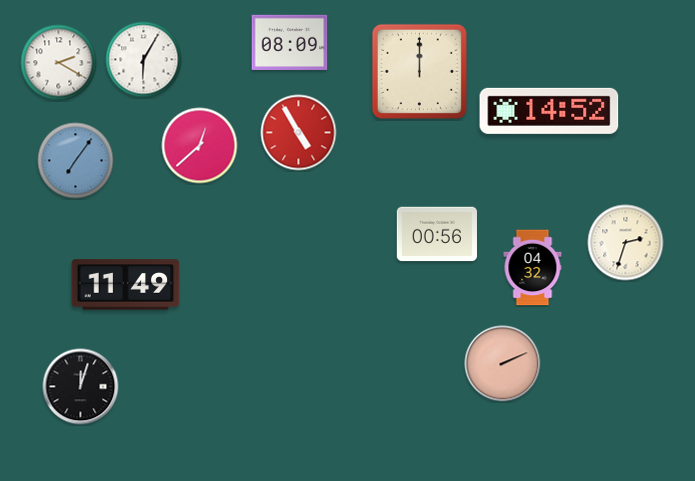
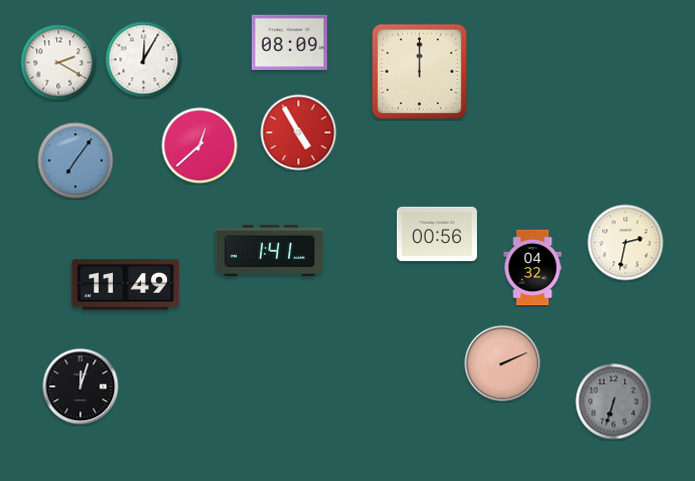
clock at (144, 60): 6:05 -> 12:05
clock at (549, 111): 14:52 -> none
clock at (626, 243): 2:33 -> 2:32
clock at (270, 251): none -> 1:41
clock at (614, 402): none -> 6:33
